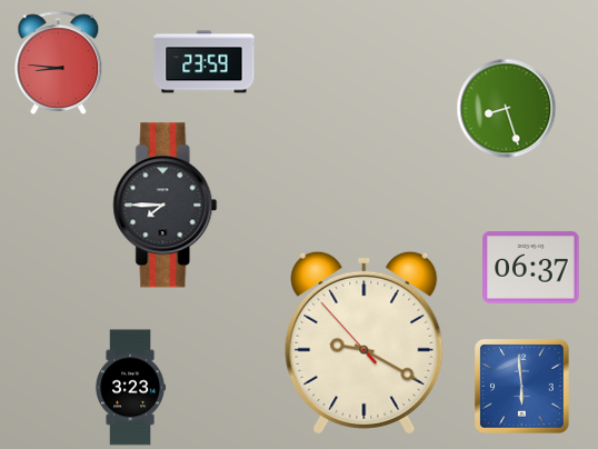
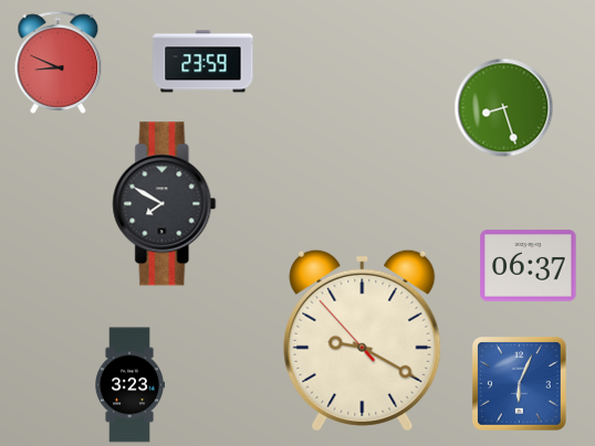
clock at (59, 62): 8:46 -> 8:49
clock at (166, 206): 7:45 -> 7:50
clock at (522, 387): 5:59 -> 6:04
